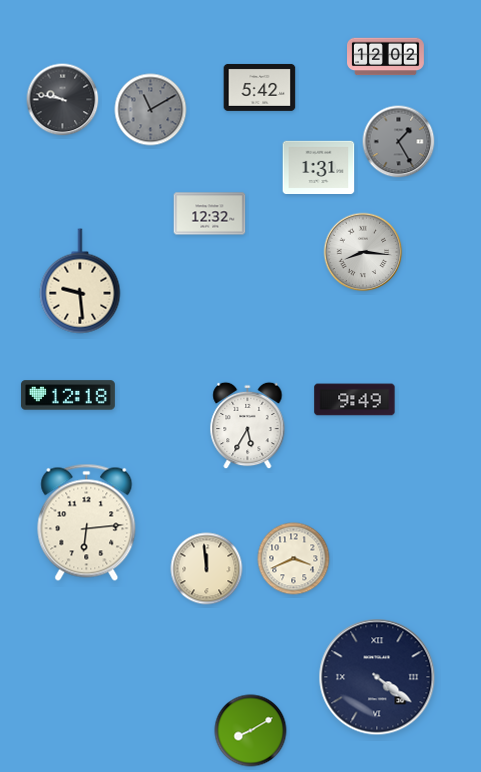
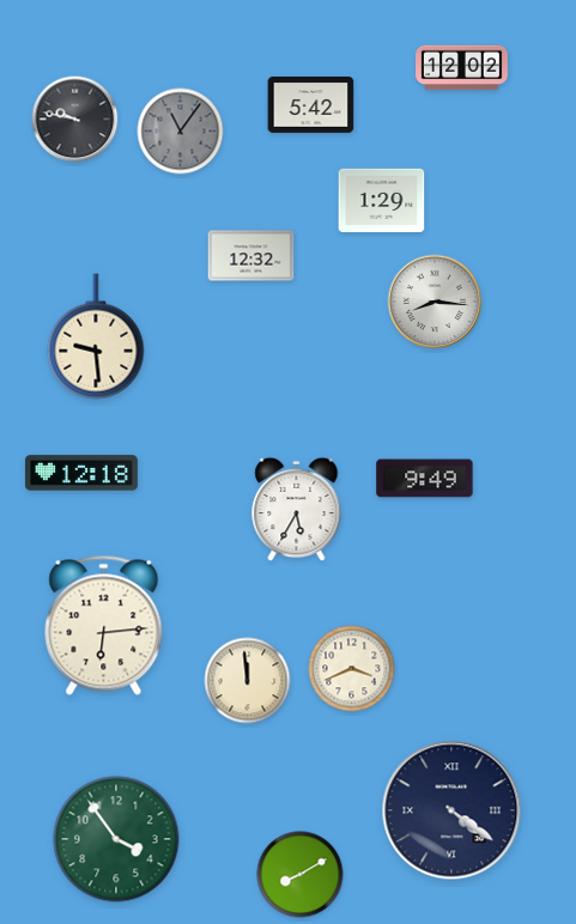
clock at (151, 110): 11:10 -> 11:06
clock at (399, 142): 1:25 -> none
clock at (319, 167): 1:31 -> 1:29
clock at (116, 839): none -> 3:54
